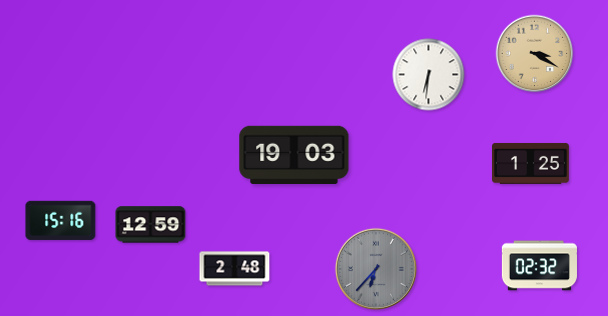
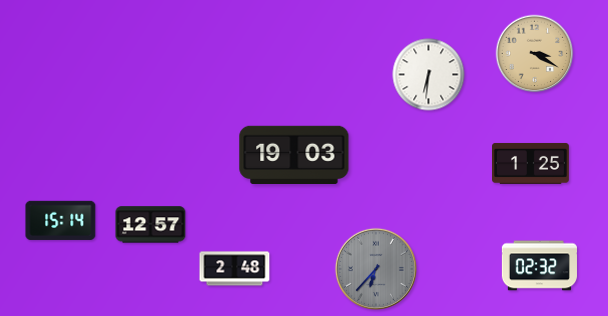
clock at (61, 220): 15:16 -> 15:14
clock at (151, 225): 12:59 -> 12:57
